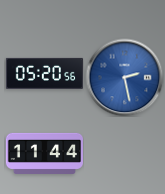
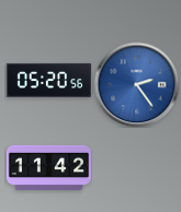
clock at (124, 77): 2:28 -> 2:24
clock at (44, 153): 11:44 -> 11:42
